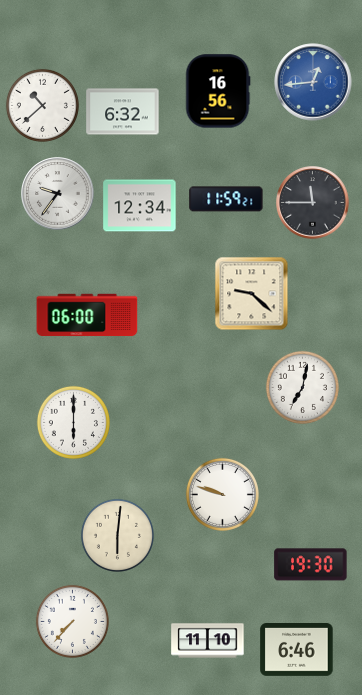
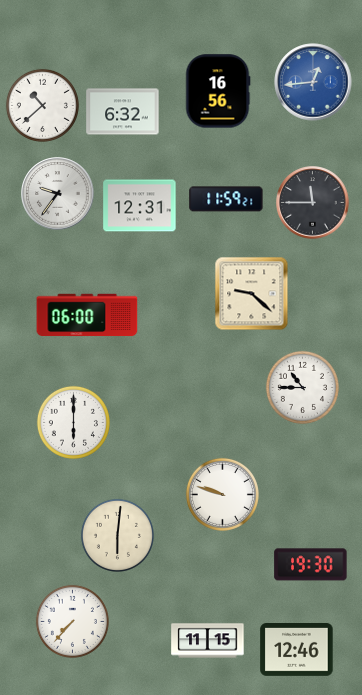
clock at (140, 206): 12:34 -> 12:31
clock at (302, 387): 7:02 -> 10:45
clock at (208, 641): 11:10 -> 11:15
clock at (297, 650): 6:46 -> 12:46
